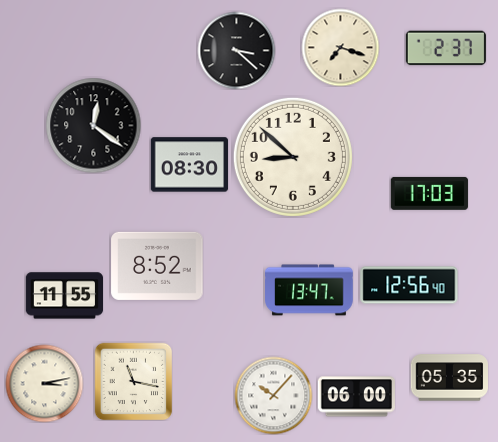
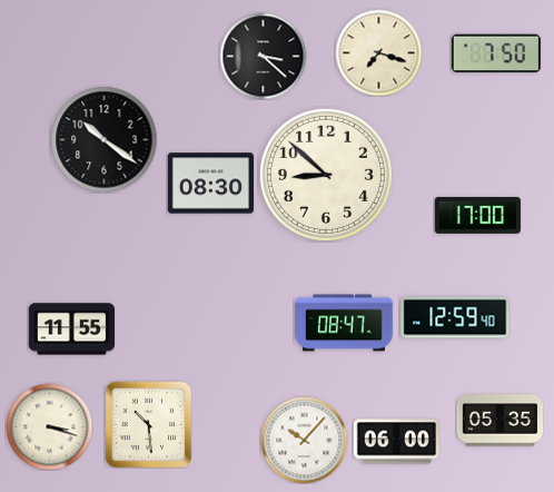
clock at (446, 48): 2:37 -> 7:50
clock at (93, 125): 12:21 -> 10:21
clock at (429, 193): 17:03 -> 17:00
clock at (157, 266): 8:52 -> none
clock at (409, 285): 12:56 -> 12:59
clock at (309, 290): 13:47 -> 08:47
clock at (133, 381): 11:17 -> 10:29
clock at (44, 383): 3:13 -> 3:18
